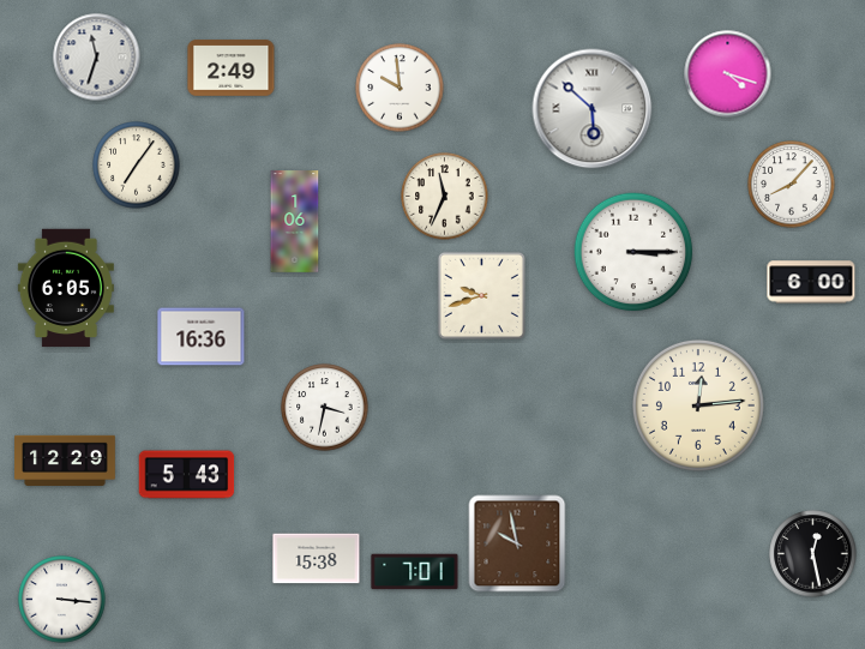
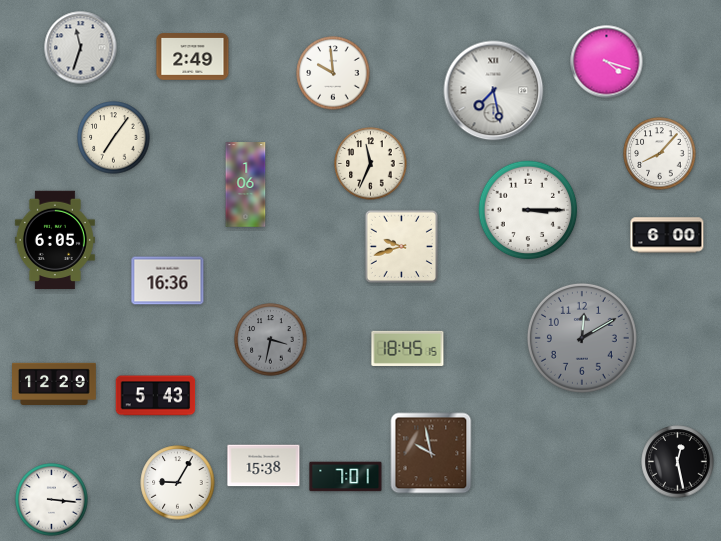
clock at (593, 109): 5:52 -> 7:28
clock at (811, 282) position: (811, 282) -> (667, 235)
clock at (698, 405): 12:14 -> 12:10
clock at (698, 405) dial: cream -> grey
clock at (325, 408) dial: white -> grey
clock at (408, 348): none -> 18:45
clock at (178, 483): none -> 9:05
